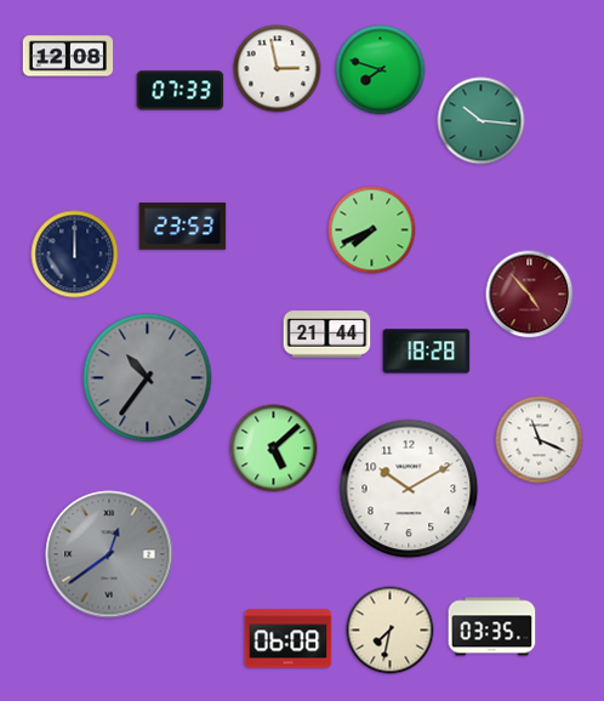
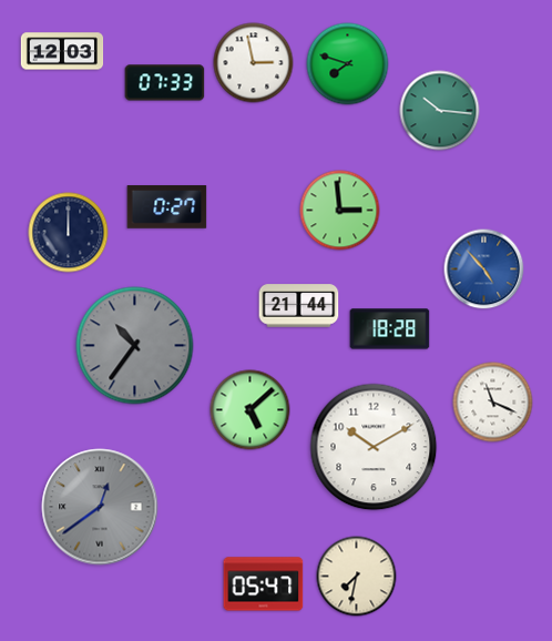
clock at (68, 56): 12:08 -> 12:03
clock at (183, 227): 23:53 -> 0:27
clock at (372, 230): 7:41 -> 2:59
clock at (530, 295) dial: burgundy -> blue
clock at (427, 352) position: (427, 352) -> (390, 329)
clock at (492, 627): 03:35 -> none
clock at (289, 639): 06:08 -> 05:47
